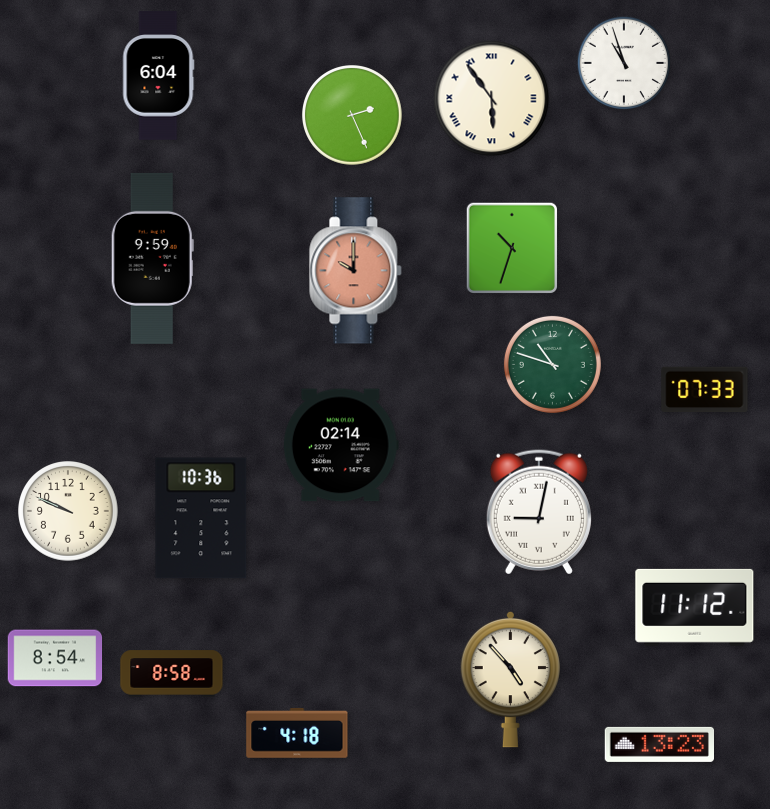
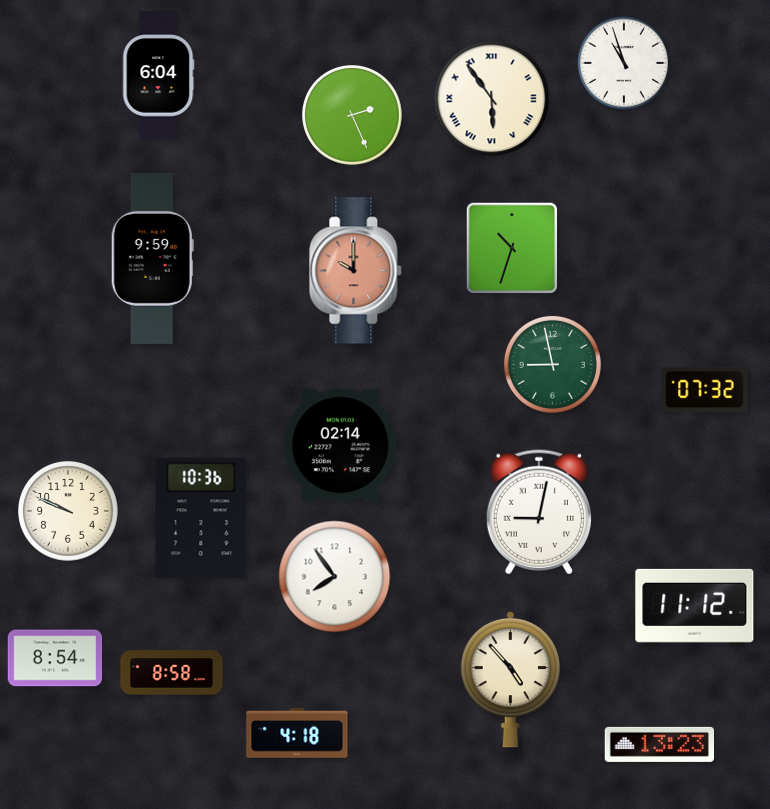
clock at (552, 364): 10:48 -> 8:58
clock at (705, 390): 07:33 -> 07:32
clock at (335, 577): none -> 7:54
